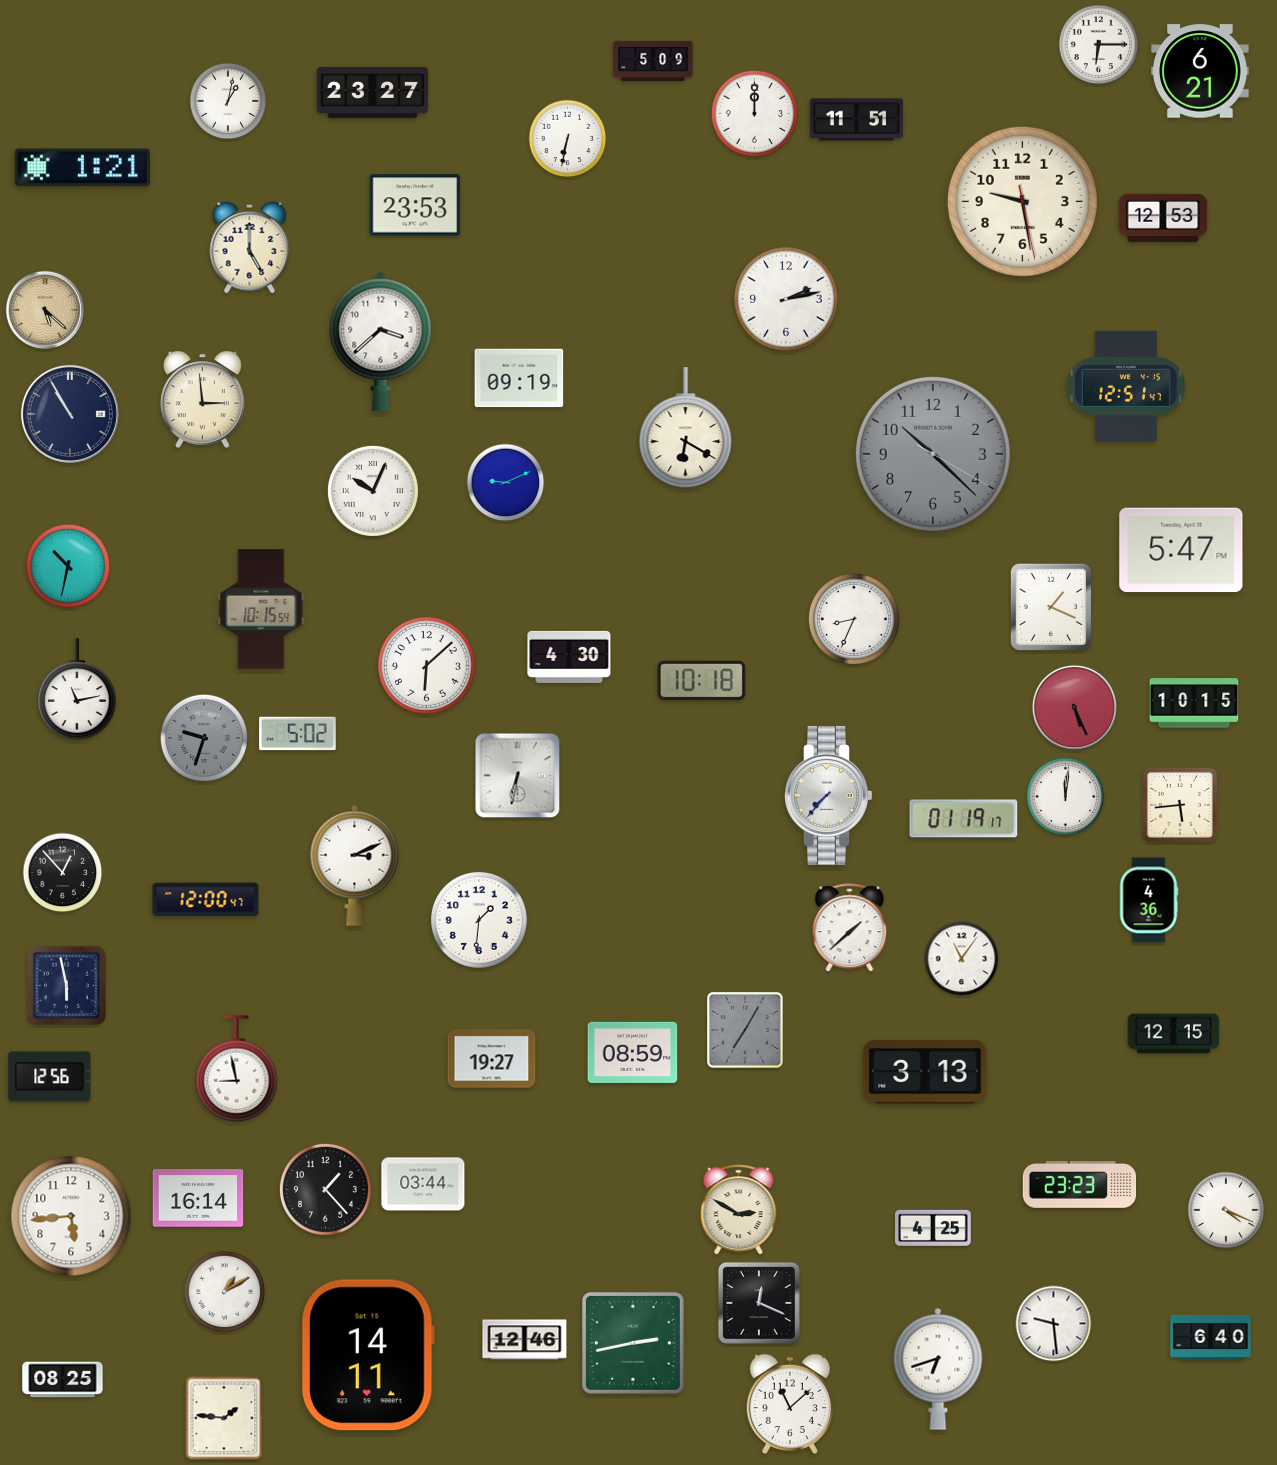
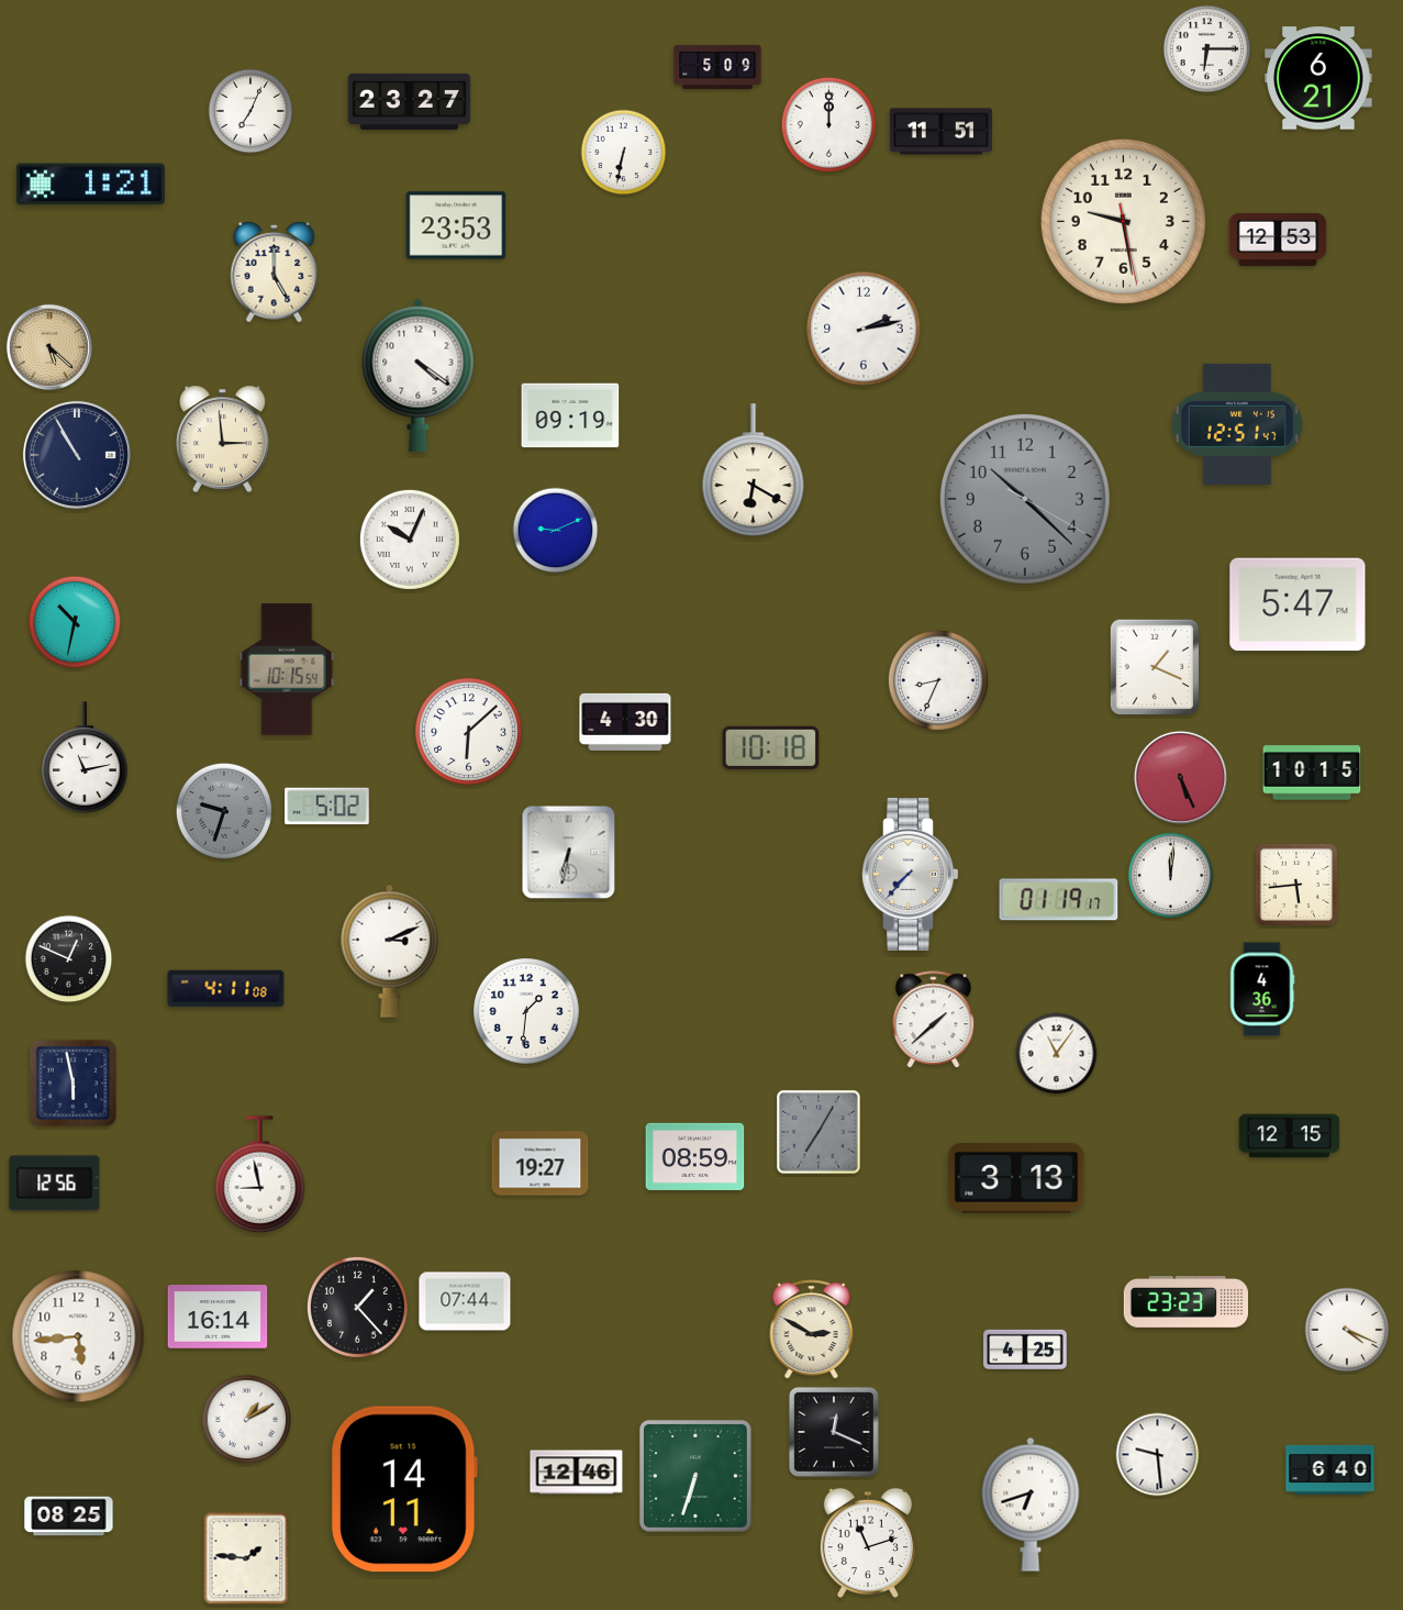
clock at (228, 101): 1:02 -> 7:04
clock at (44, 309) position: (44, 309) -> (48, 346)
clock at (381, 341): 3:38 -> 4:21
clock at (63, 873): 12:53 -> 12:49
clock at (206, 900): 12:00 -> 4:11
clock at (423, 1184): 03:44 -> 07:44
clock at (633, 1343): 2:43 -> 6:33
clock at (790, 1404): 11:08 -> 11:12
